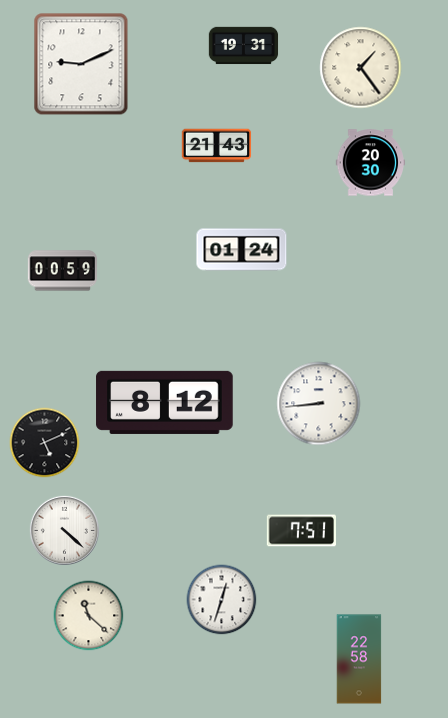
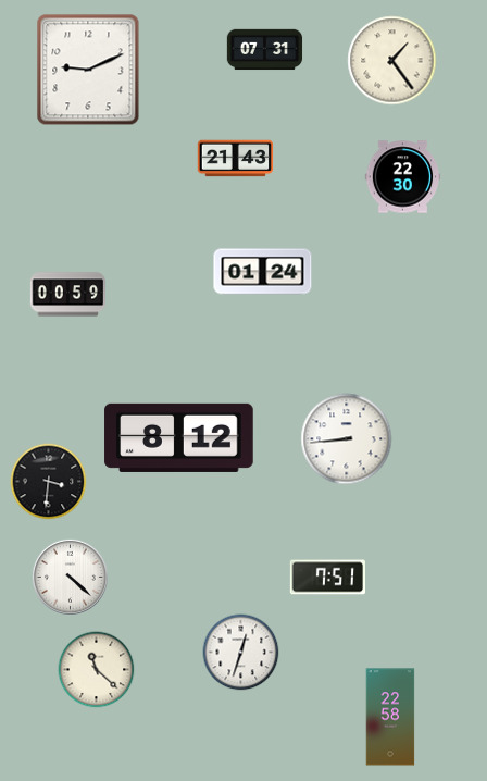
clock at (244, 46): 19:31 -> 07:31
clock at (361, 68) position: (361, 68) -> (392, 61)
clock at (371, 163): 20:30 -> 22:30
clock at (45, 443): 5:11 -> 3:31
